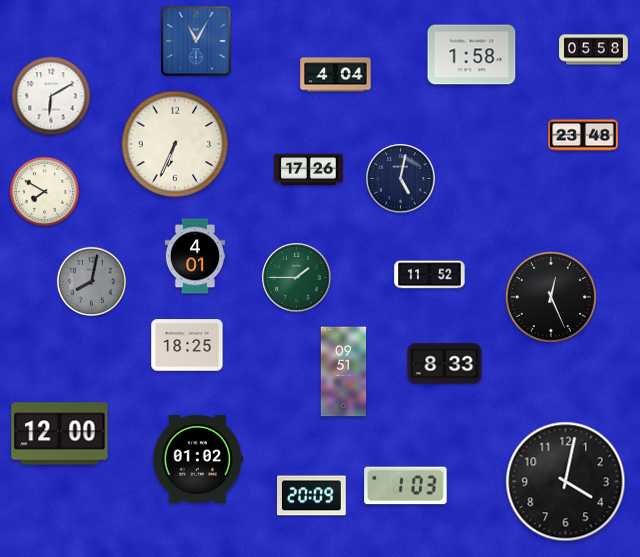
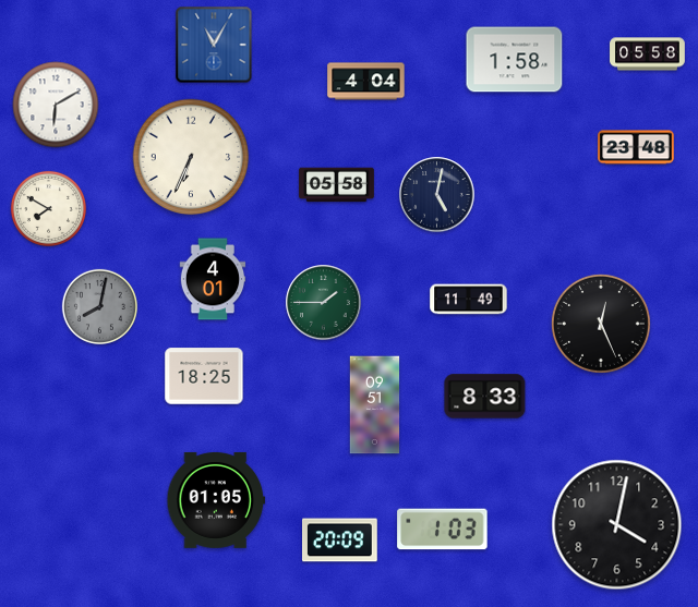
clock at (309, 170): 17:26 -> 05:58
clock at (430, 275): 11:52 -> 11:49
clock at (60, 434): 12:00 -> none
clock at (198, 459): 01:02 -> 01:05
